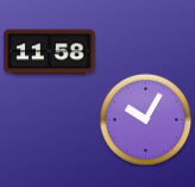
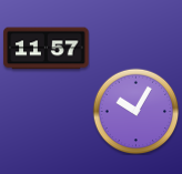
clock at (50, 52): 11:58 -> 11:57
